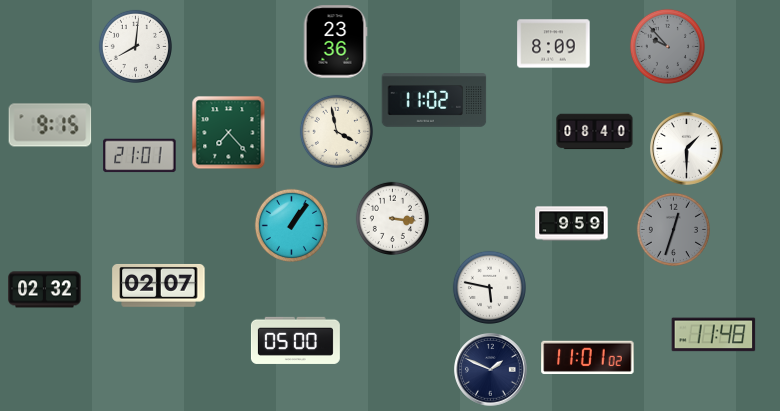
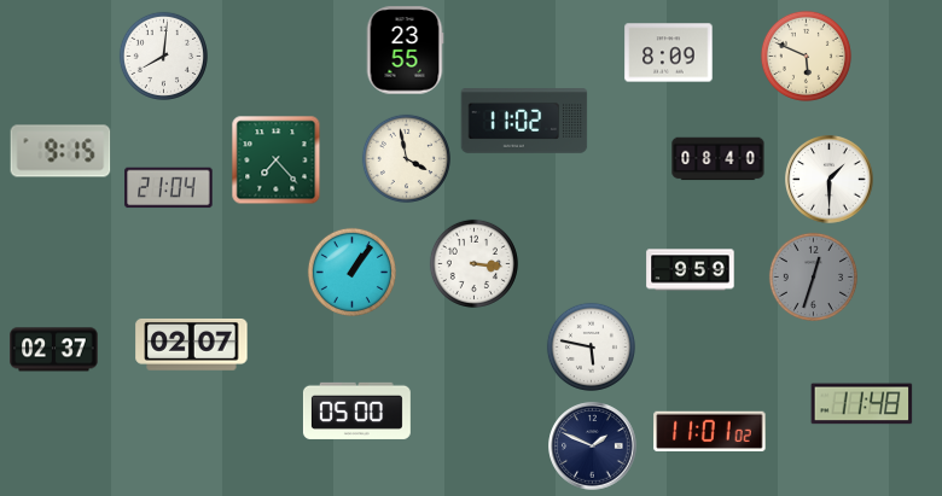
clock at (335, 42): 23:36 -> 23:55
clock at (667, 46): 9:53 -> 5:49
clock at (667, 46) dial: grey -> cream
clock at (140, 156): 21:01 -> 21:04
clock at (45, 290): 02:32 -> 02:37
